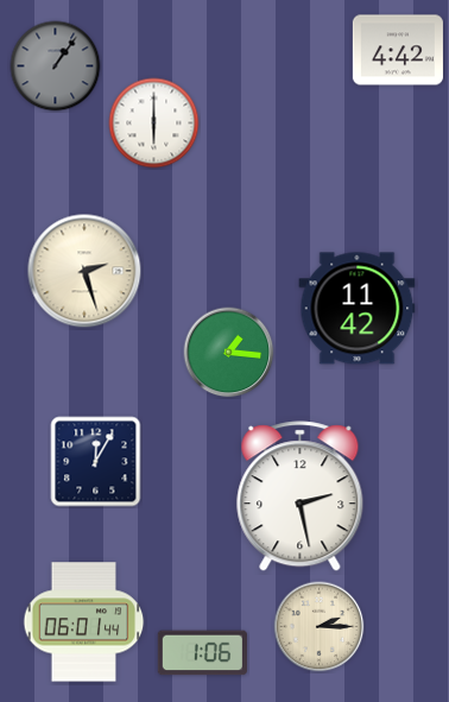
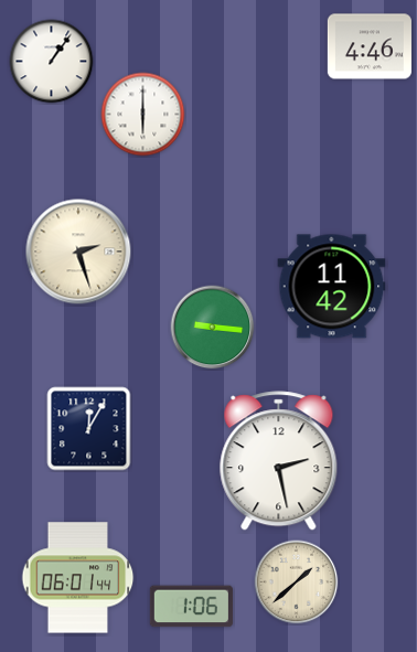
clock at (398, 50): 4:42 -> 4:46
clock at (56, 67) dial: grey -> white
clock at (229, 353): 1:16 -> 9:16
clock at (320, 627): 2:15 -> 1:38
clock at (202, 653) position: (202, 653) -> (191, 607)
